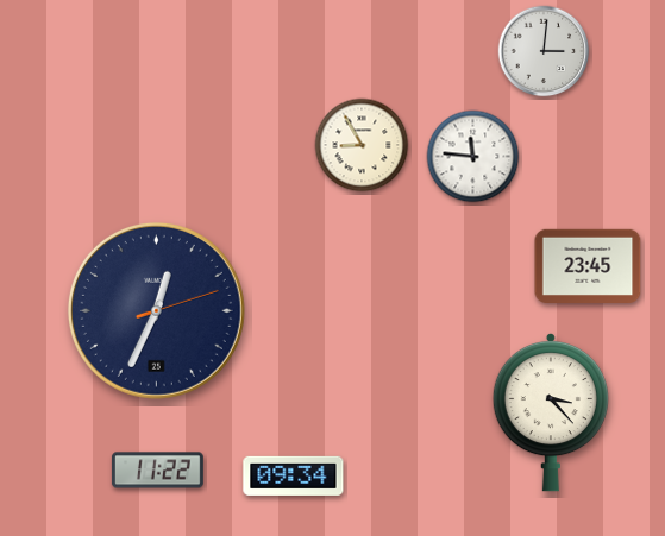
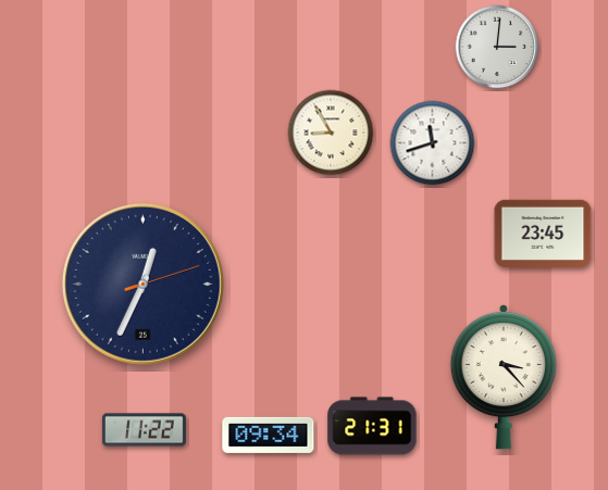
clock at (473, 157): 11:46 -> 11:42
clock at (588, 265) position: (588, 265) -> (543, 233)
clock at (372, 426): none -> 21:31
